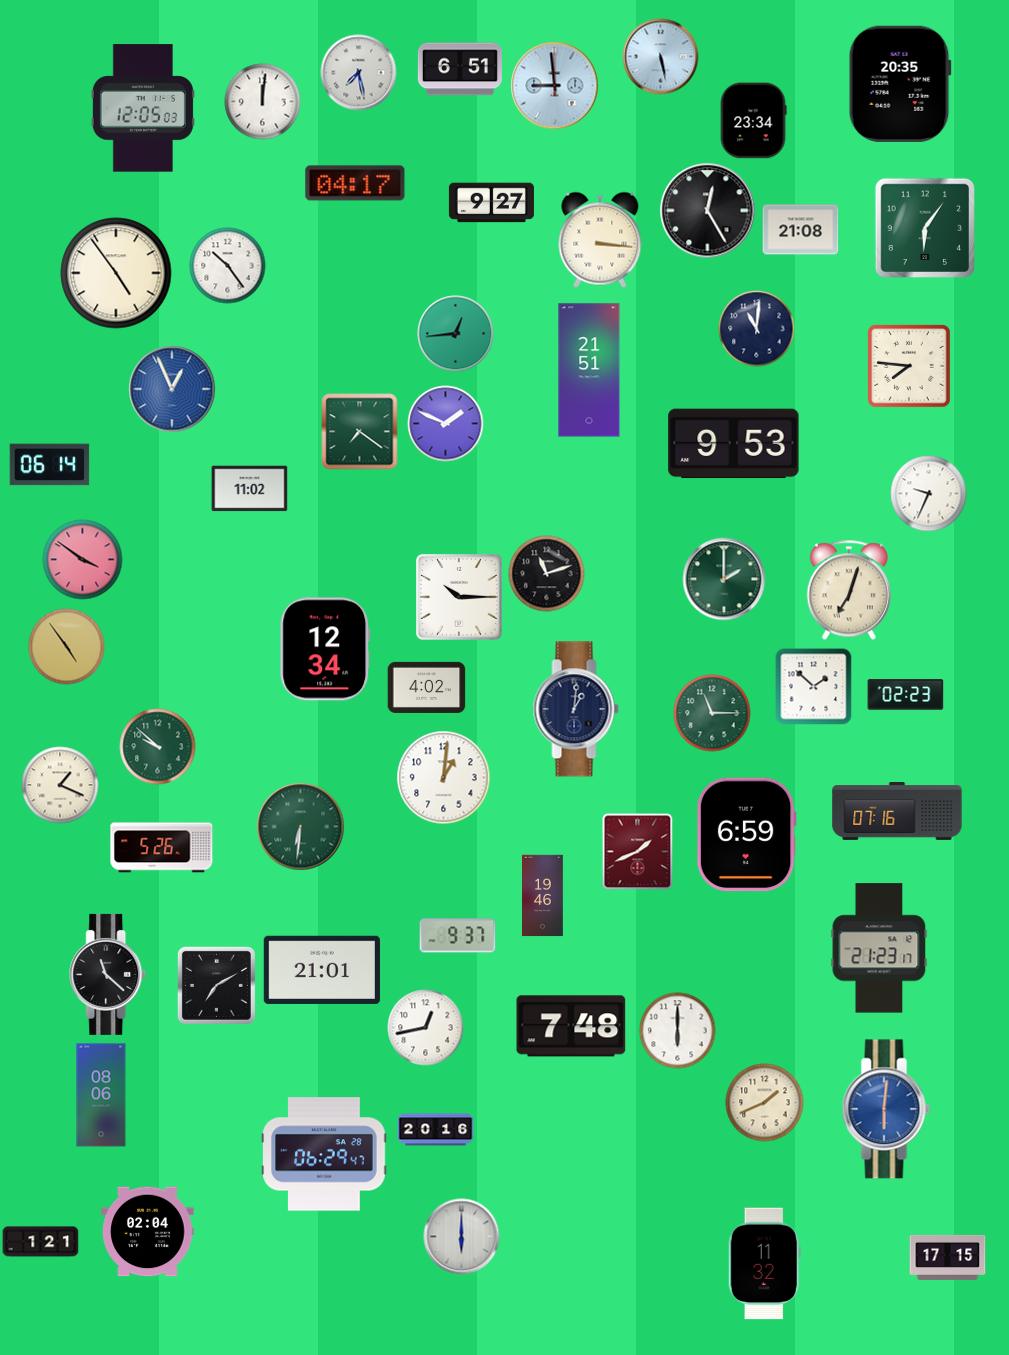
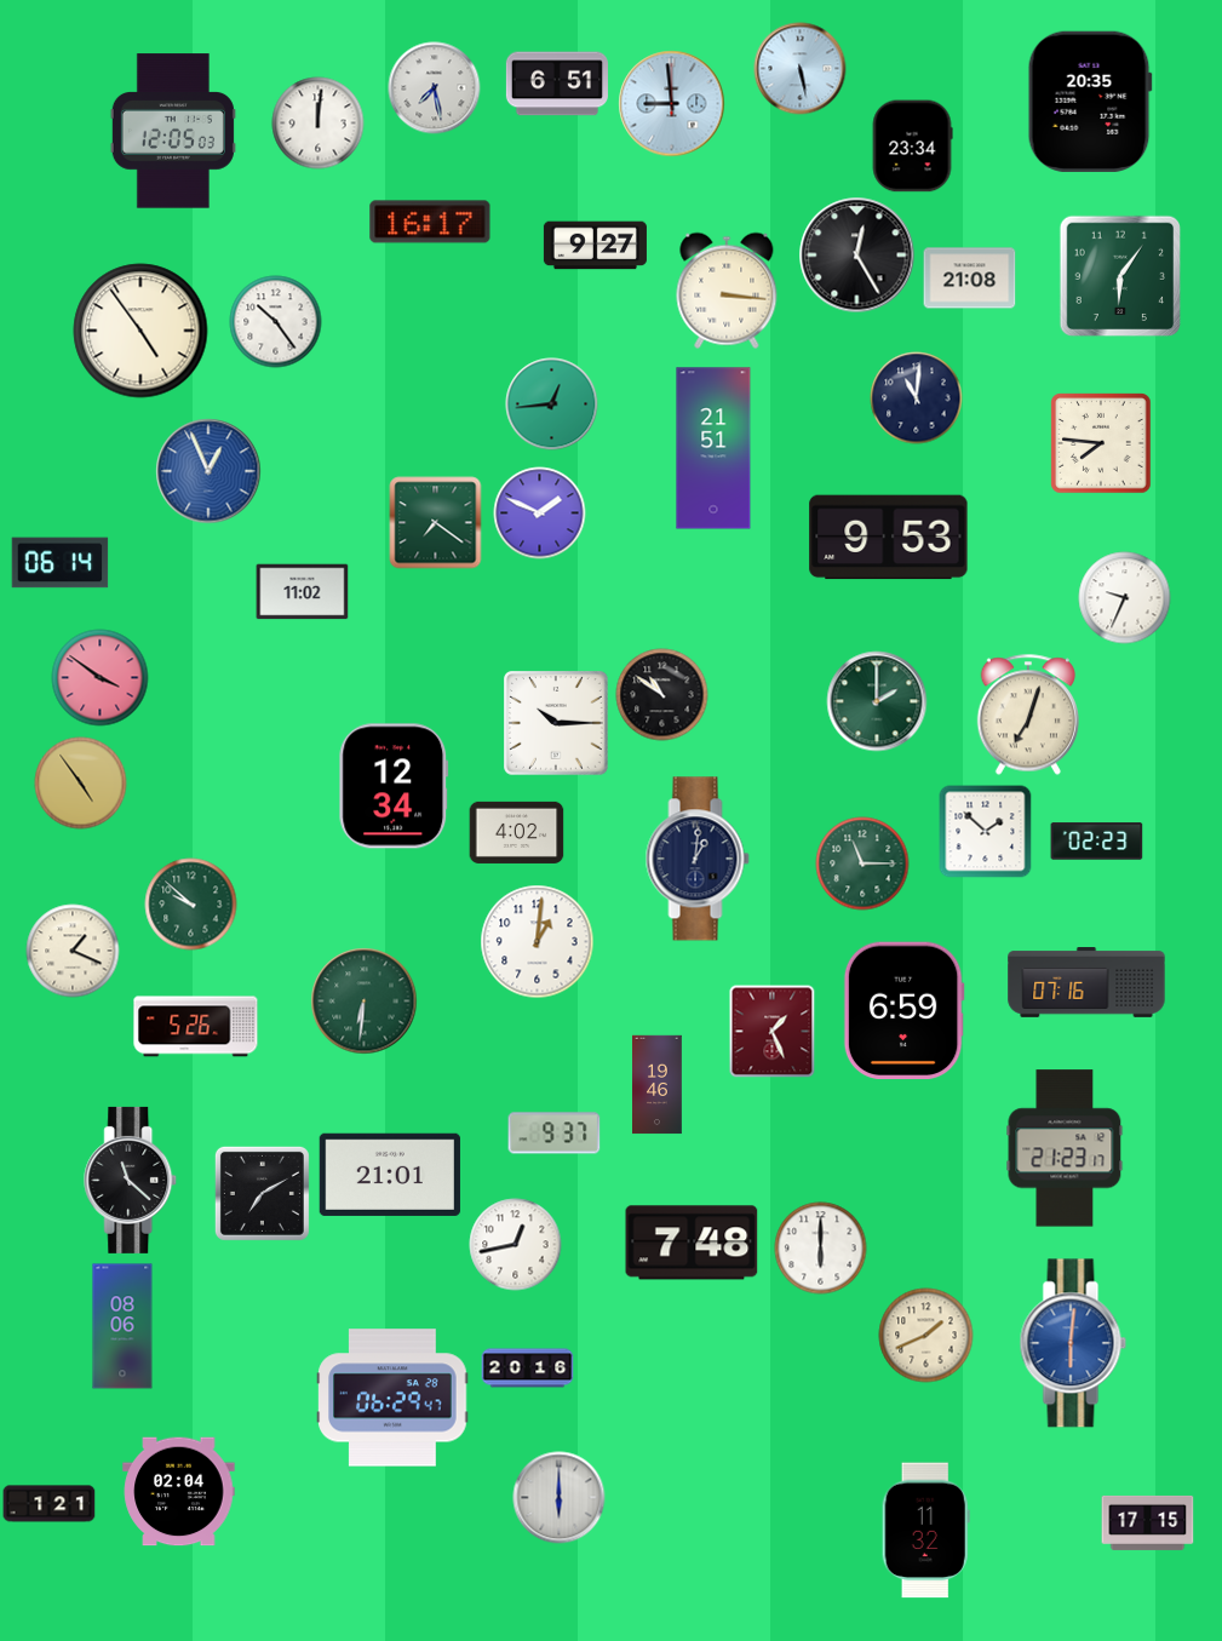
clock at (355, 183): 04:17 -> 16:17
clock at (547, 574): 11:12 -> 10:51
clock at (638, 852): 1:41 -> 1:26
